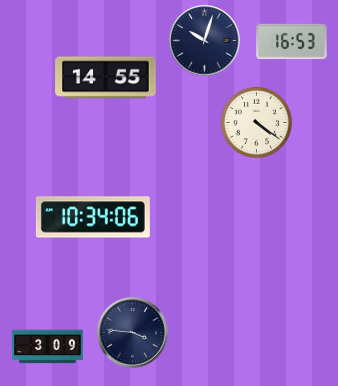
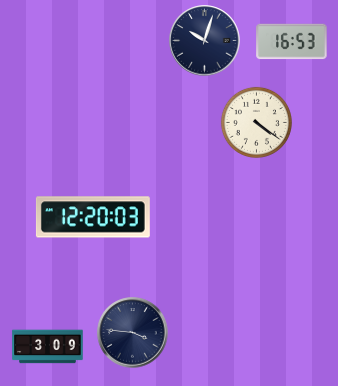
clock at (106, 78): 14:55 -> none
clock at (93, 217): 10:34 -> 12:20
